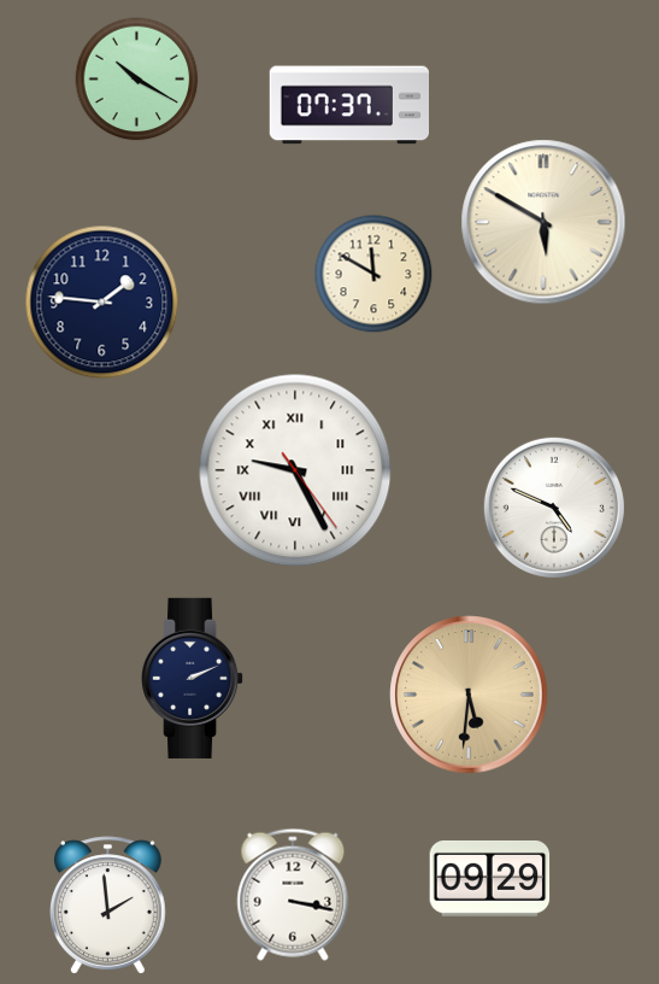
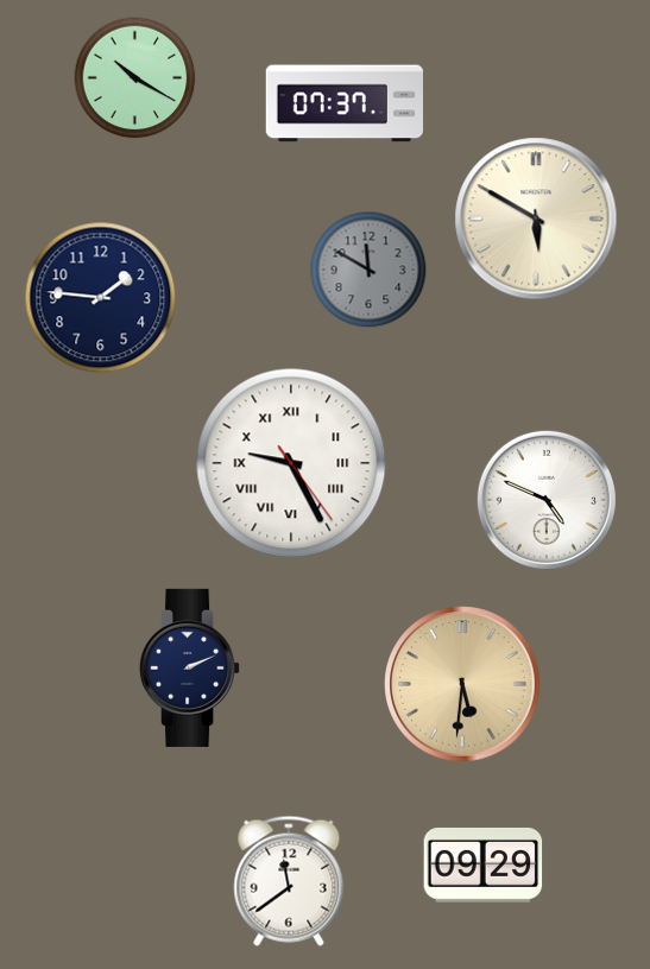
clock at (373, 274) dial: cream -> grey
clock at (293, 895): 3:17 -> 11:39
clock at (107, 906): 1:59 -> none
